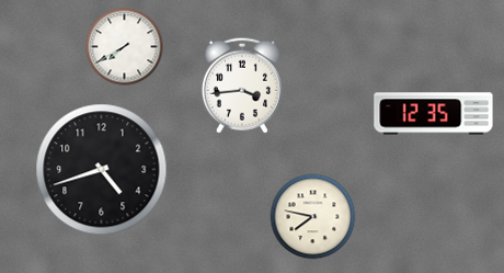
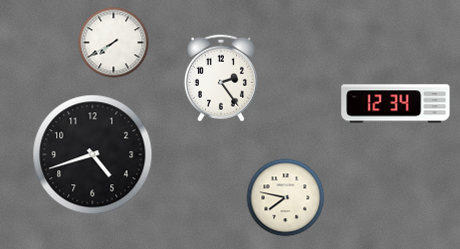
clock at (242, 86): 3:44 -> 2:24
clock at (434, 114): 12:35 -> 12:34
